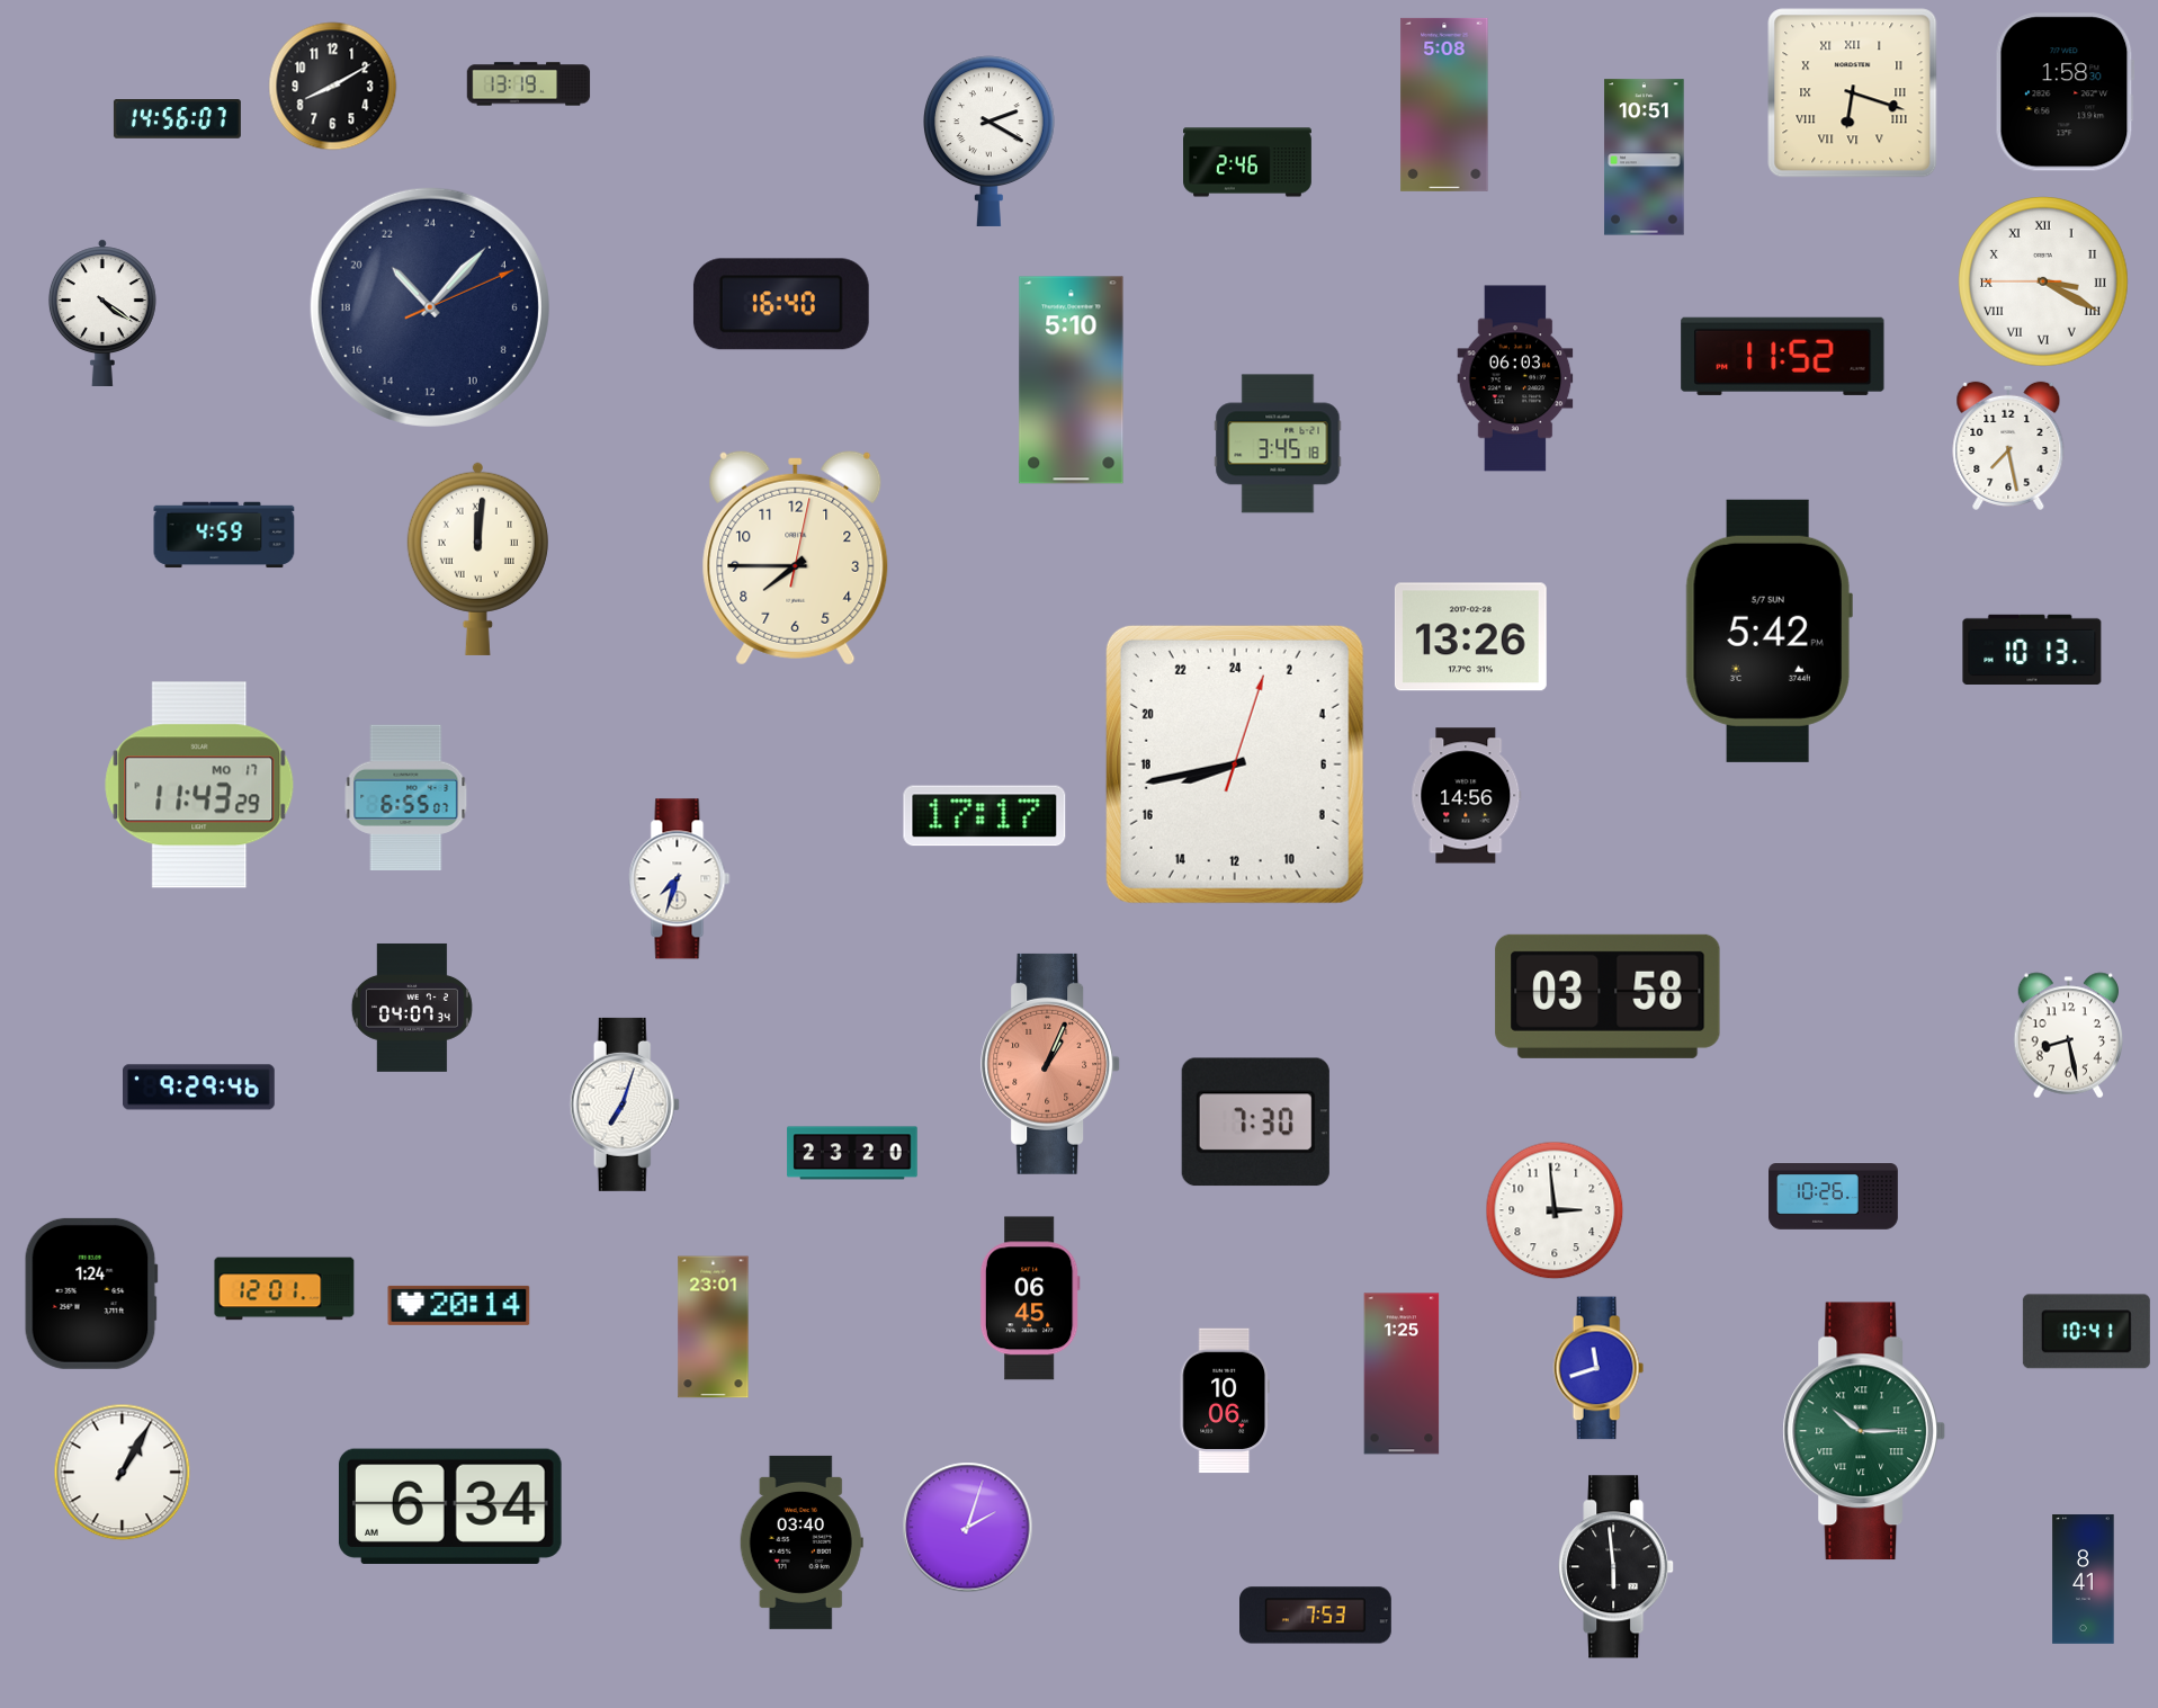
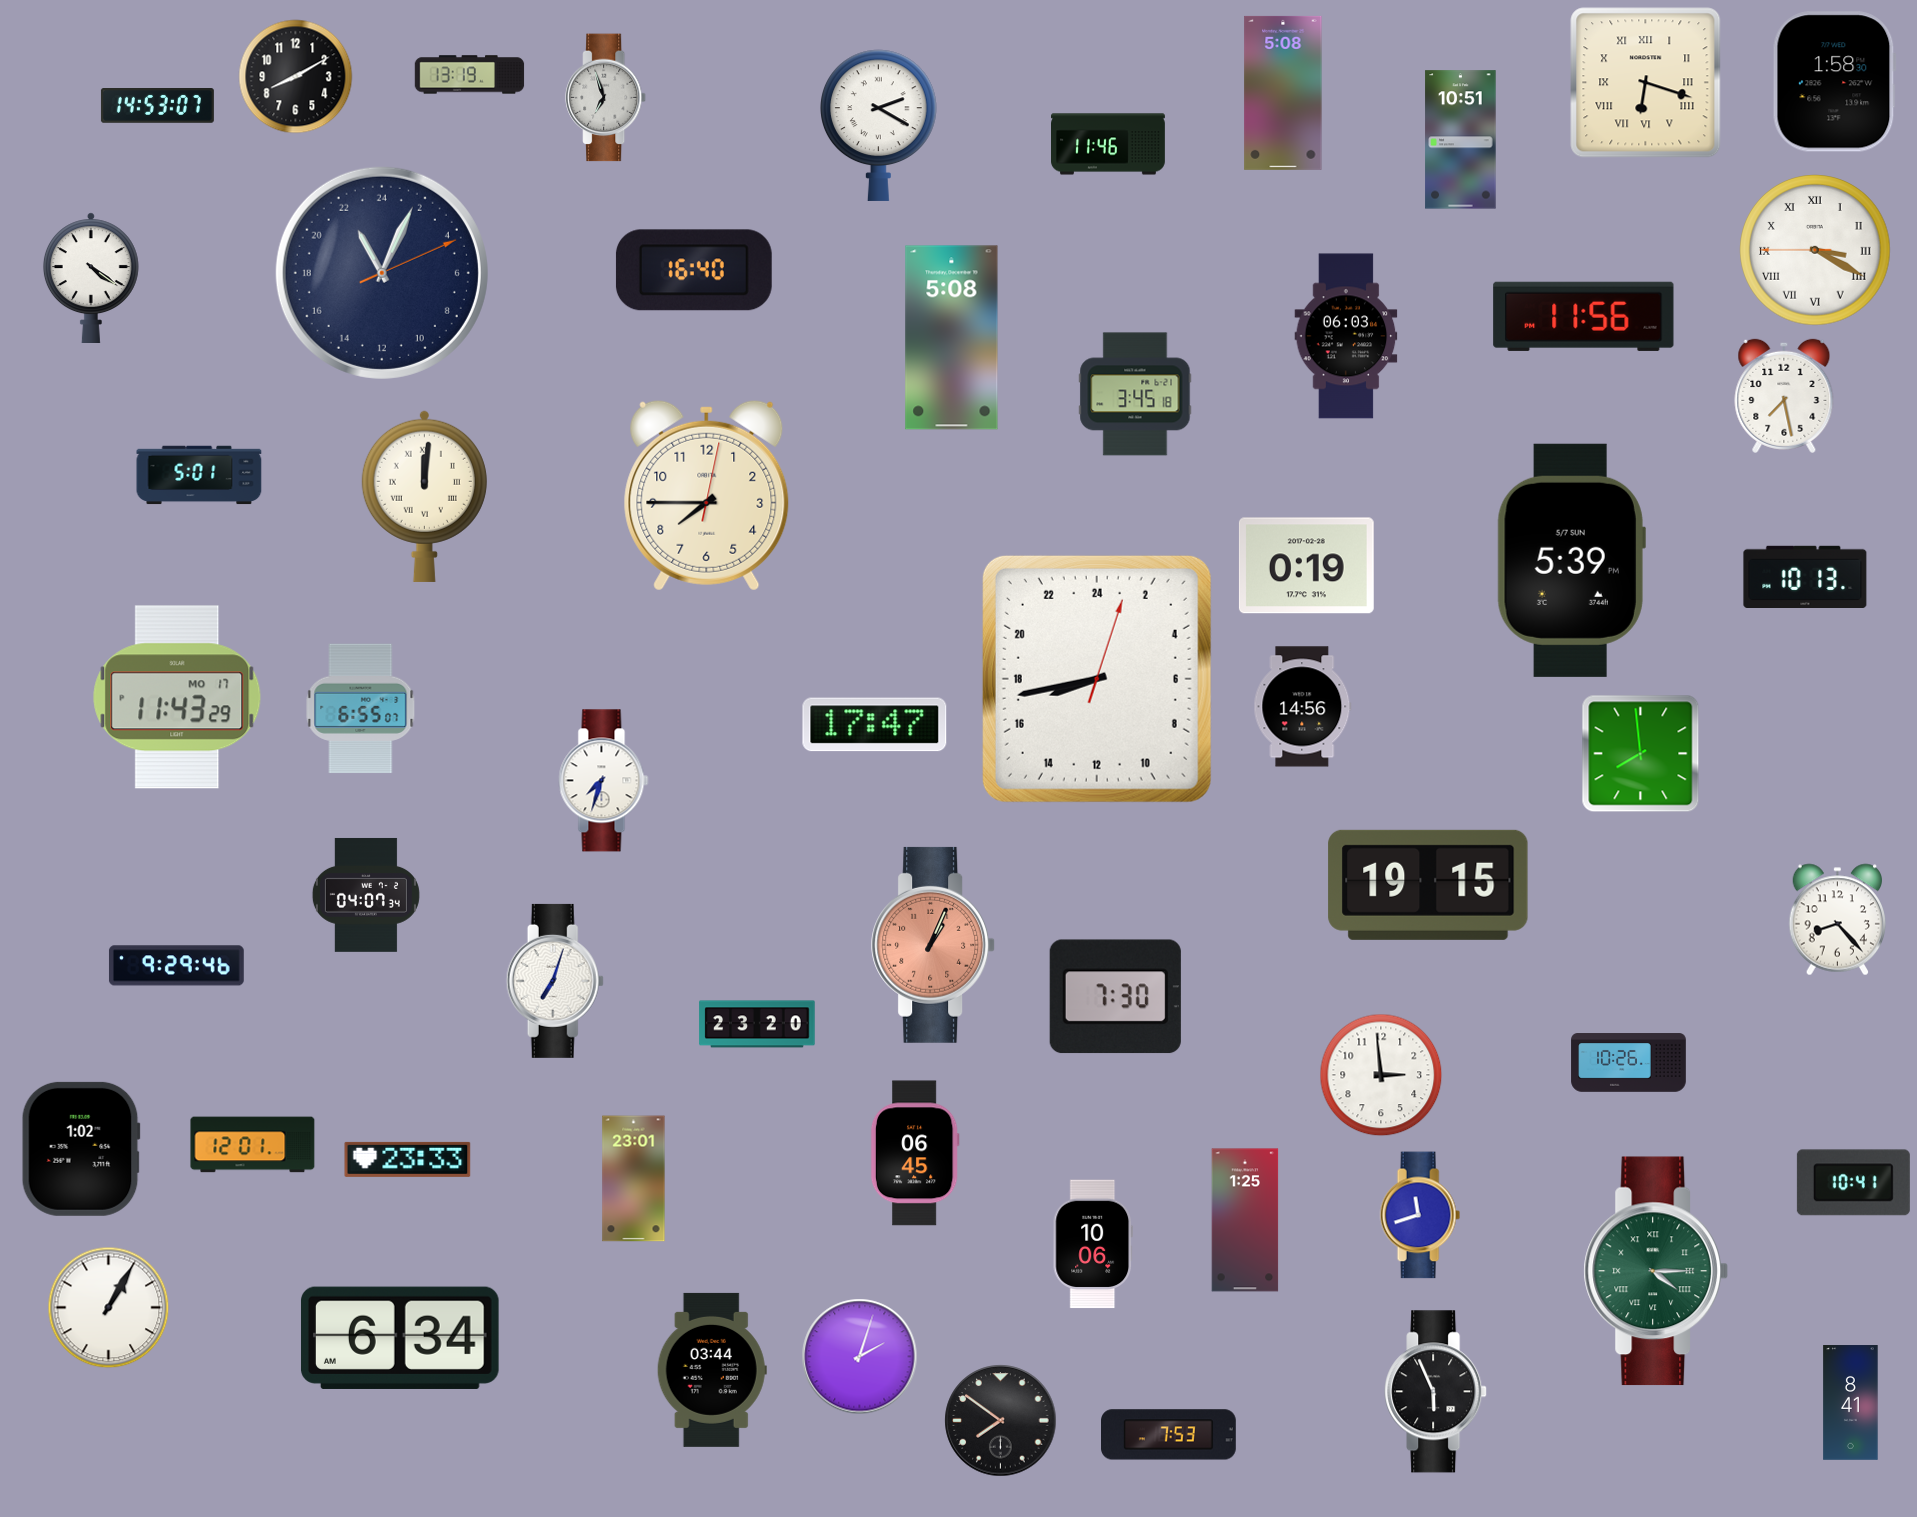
clock at (606, 98): none -> 6:57
clock at (177, 119): 14:56 -> 14:53
clock at (1248, 162): 2:46 -> 11:46
clock at (430, 307): 21:07 -> 22:04
clock at (1783, 356): 11:52 -> 11:56
clock at (1072, 381): 5:10 -> 5:08
clock at (224, 535): 4:59 -> 5:01
clock at (1769, 631): 5:42 -> 5:39
clock at (1470, 637): 13:26 -> 0:19
clock at (985, 816): 17:17 -> 17:47
clock at (1641, 754): none -> 7:59
clock at (1608, 996): 03:58 -> 19:15
clock at (2069, 1036): 8:28 -> 8:23
clock at (91, 1294): 1:24 -> 1:02
clock at (459, 1305): 20:14 -> 23:33
clock at (1224, 1401) position: (1224, 1401) -> (1092, 1244)
clock at (1863, 1431): 10:15 -> 4:15
clock at (802, 1542): 03:40 -> 03:44
clock at (1617, 1567): 5:59 -> 5:56
clock at (1001, 1421): none -> 7:51
